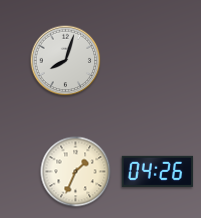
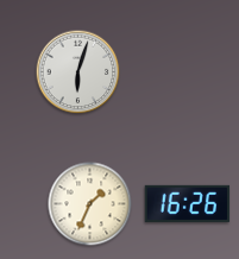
clock at (66, 61): 8:03 -> 6:03
clock at (158, 171): 04:26 -> 16:26
